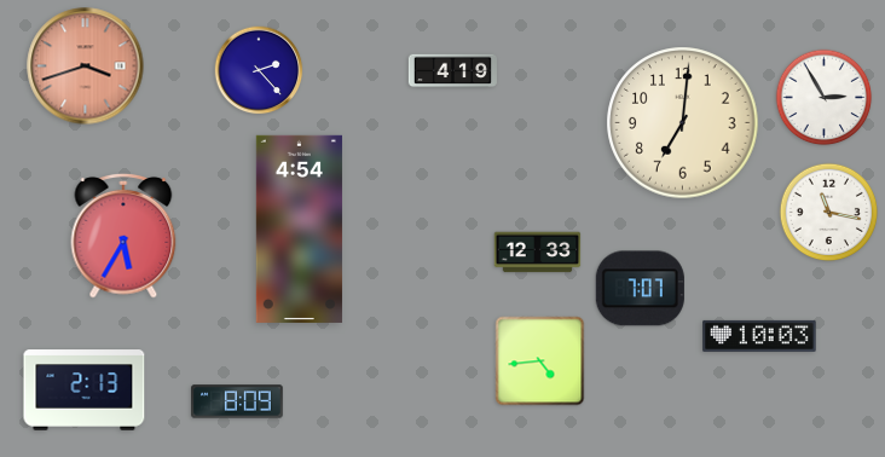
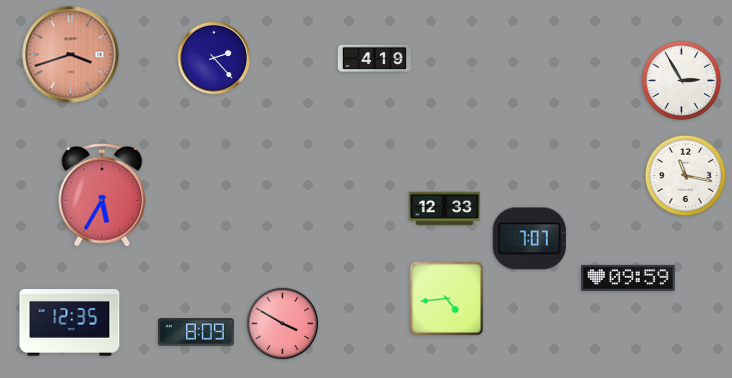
clock at (683, 123): 7:01 -> none
clock at (299, 228): 4:54 -> none
clock at (759, 336): 10:03 -> 09:59
clock at (85, 391): 2:13 -> 12:35
clock at (283, 324): none -> 3:50
